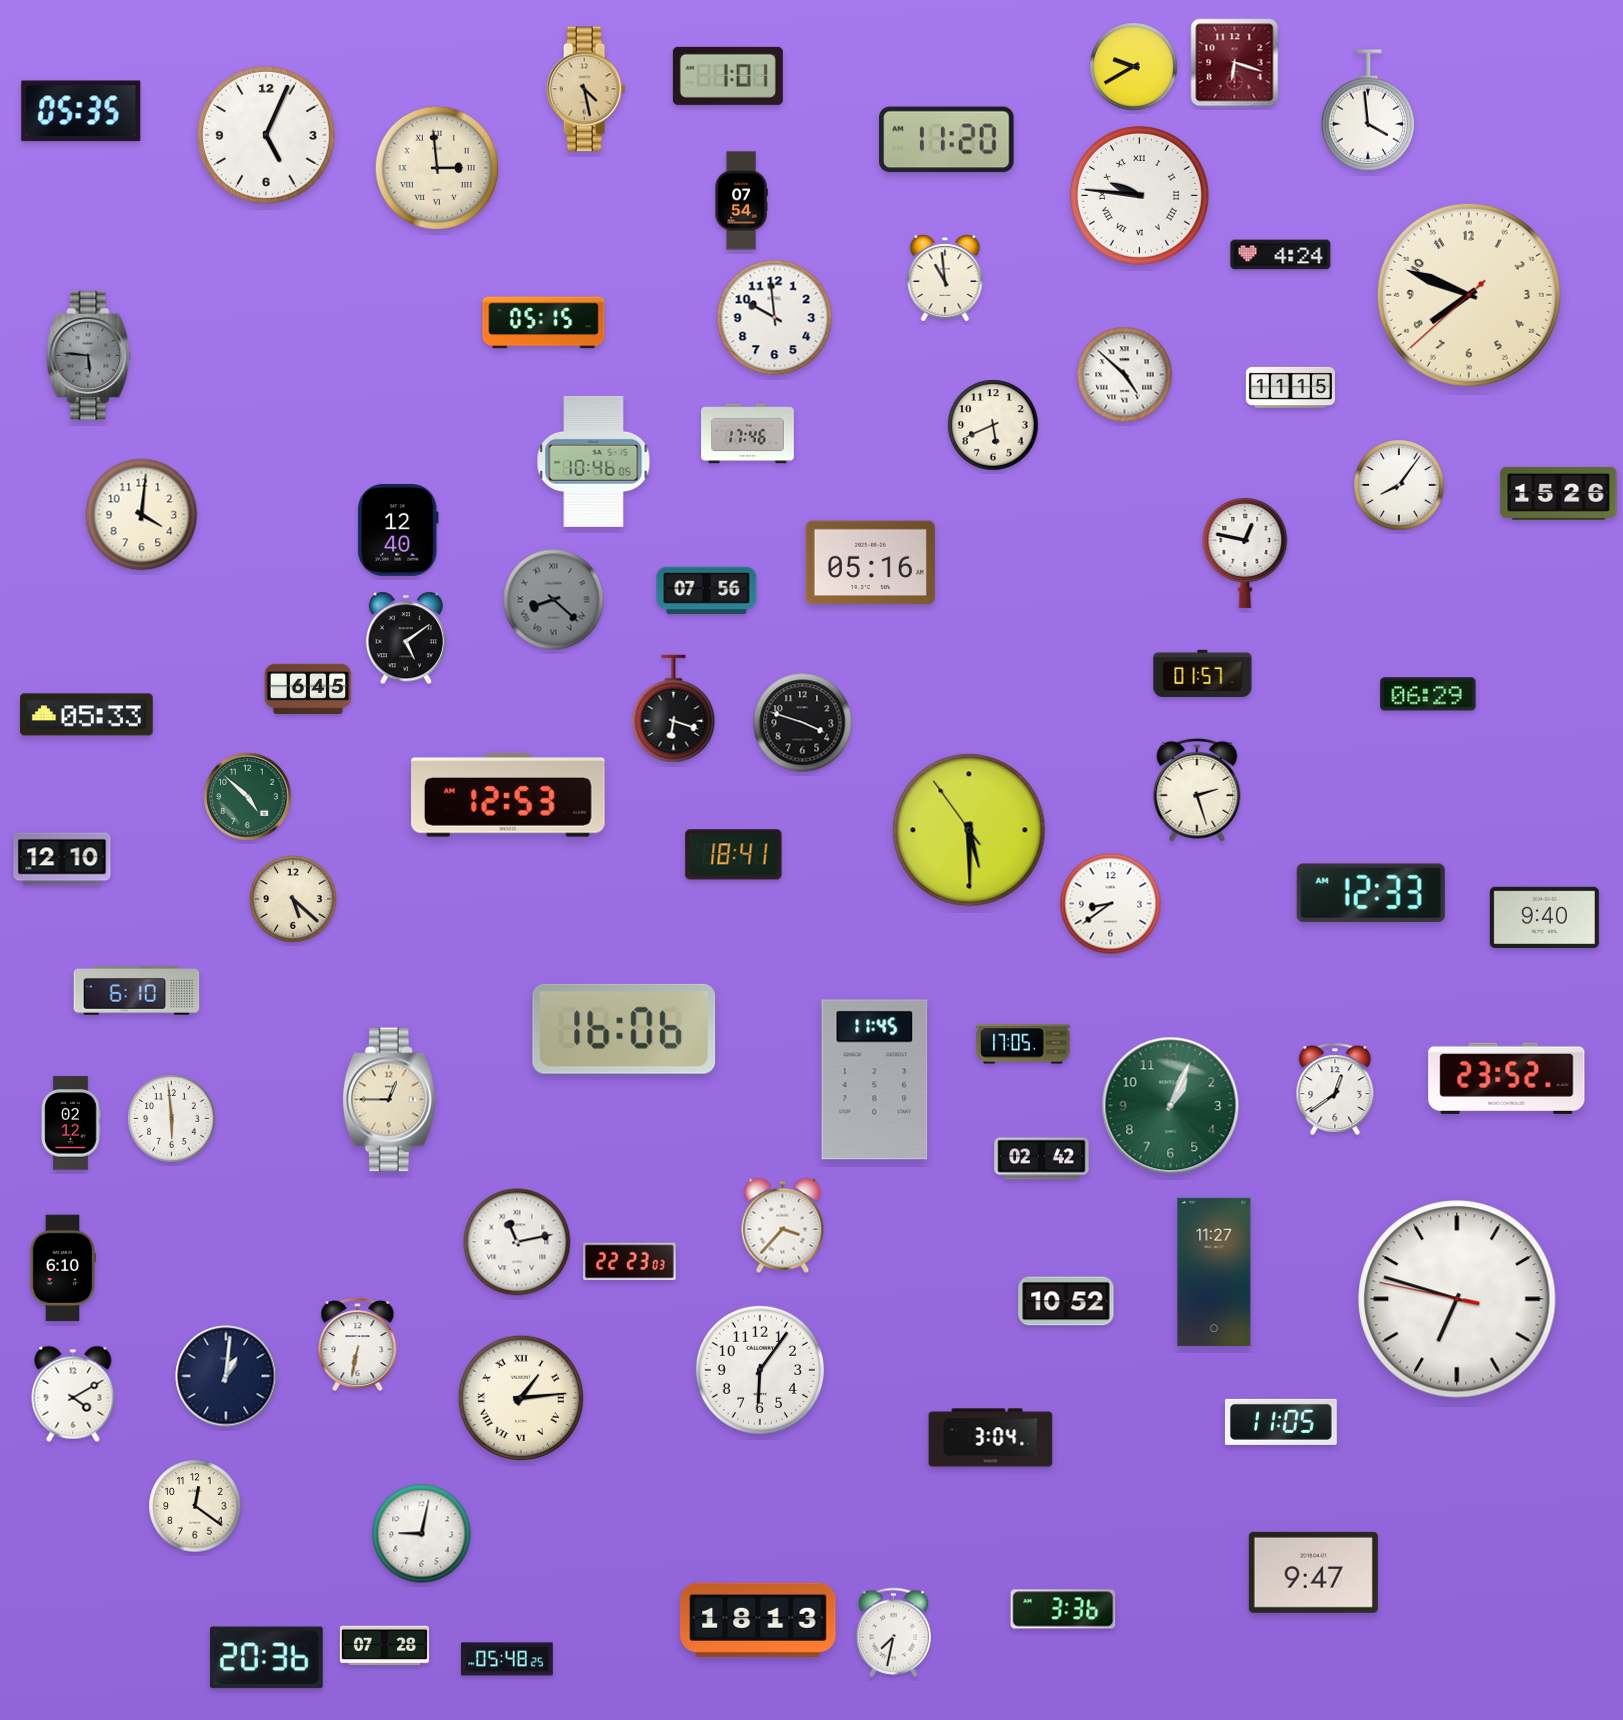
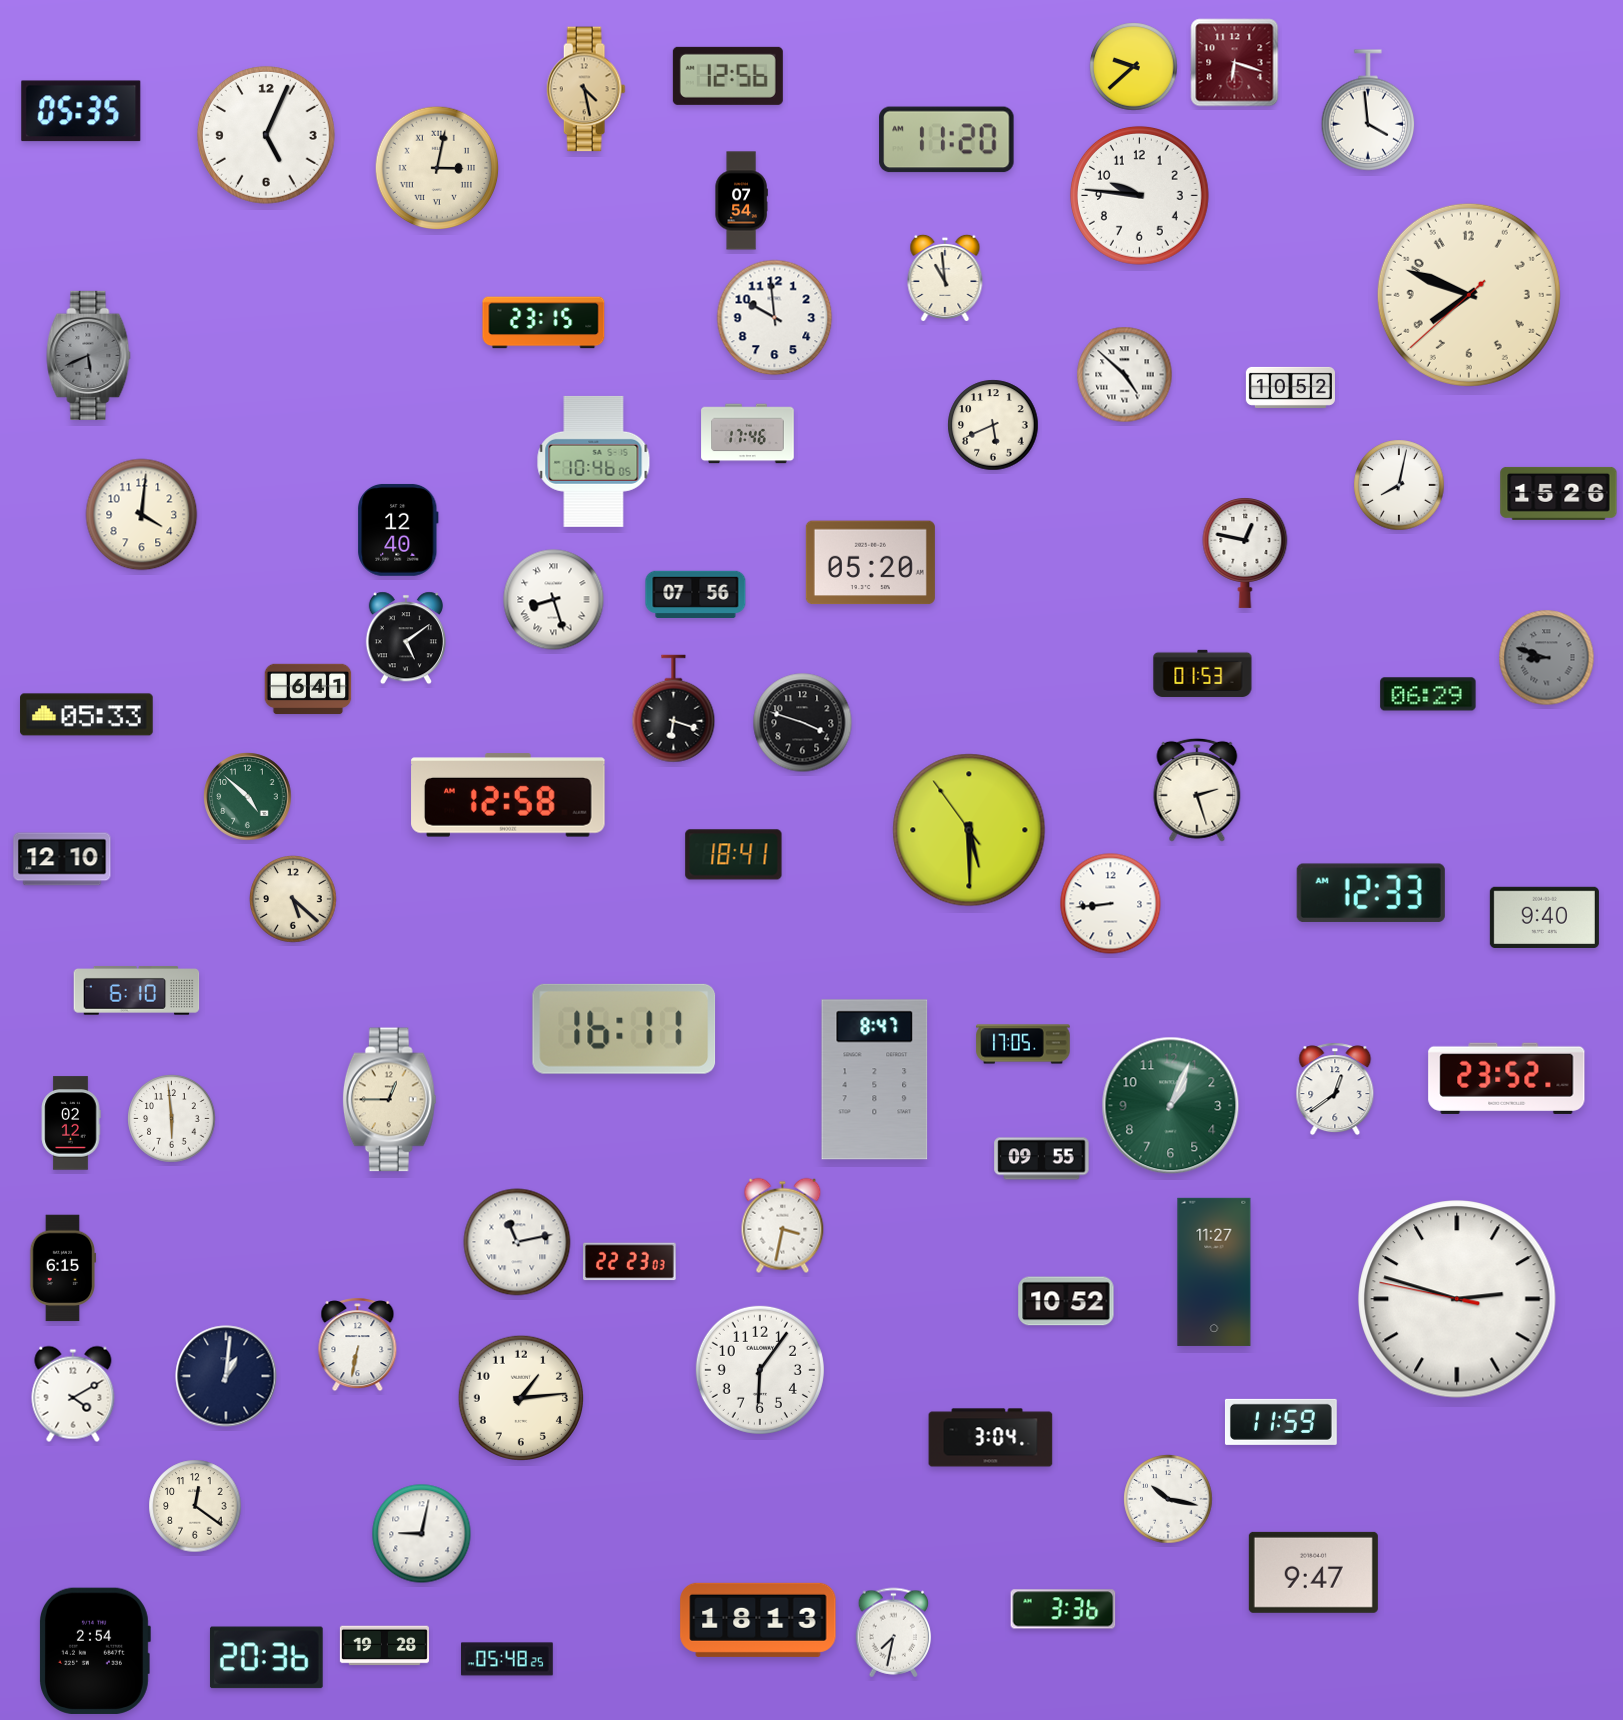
clock at (1134, 67): 9:40 -> 9:38
clock at (728, 76): 1:01 -> 12:56
clock at (437, 168): 2:59 -> 3:02
clock at (1139, 195) numerals: Roman -> Arabic
clock at (1281, 255): 4:24 -> none
clock at (544, 323): 05:15 -> 23:15
clock at (89, 355): 5:46 -> 5:41
clock at (1290, 387): 11:15 -> 10:52
clock at (1399, 485): 8:06 -> 8:02
clock at (870, 563): 05:16 -> 05:20
clock at (707, 590) position: (707, 590) -> (696, 594)
clock at (554, 600): 8:22 -> 8:27
clock at (554, 600) dial: grey -> white
clock at (1547, 658): none -> 8:48
clock at (1203, 673): 01:57 -> 01:53
clock at (308, 689): 6:45 -> 6:41
clock at (508, 795): 12:53 -> 12:58
clock at (1111, 904): 8:39 -> 8:44
clock at (624, 1029): 16:06 -> 16:11
clock at (875, 1080): 11:45 -> 8:47
clock at (1042, 1159): 02:42 -> 09:55
clock at (783, 1226): 3:37 -> 3:32
clock at (63, 1268): 6:10 -> 6:15
clock at (1457, 1299): 6:47 -> 2:47
clock at (520, 1397) numerals: Roman -> Arabic
clock at (1281, 1422): 11:05 -> 11:59
clock at (1168, 1499): none -> 10:17
clock at (384, 1646): 07:28 -> 19:28
clock at (95, 1651): none -> 2:54
